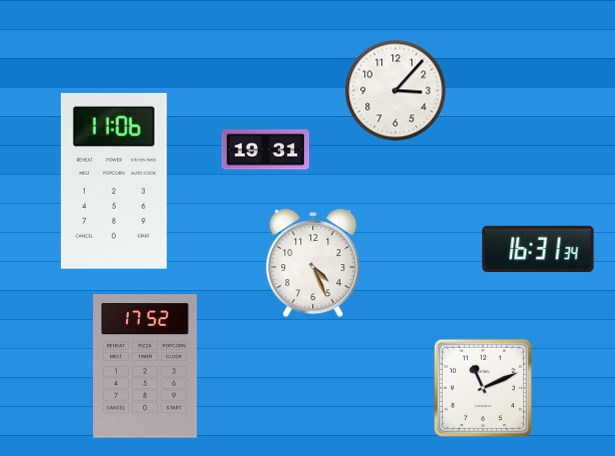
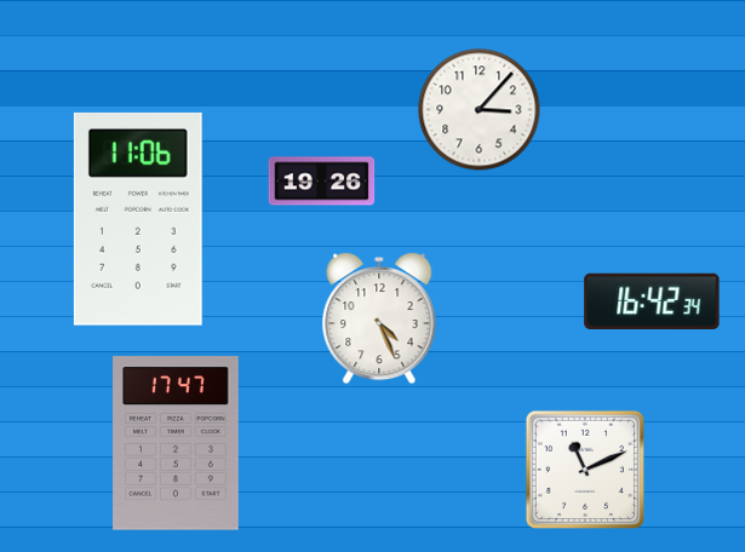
clock at (266, 150): 19:31 -> 19:26
clock at (538, 249): 16:31 -> 16:42
clock at (145, 366): 17:52 -> 17:47
